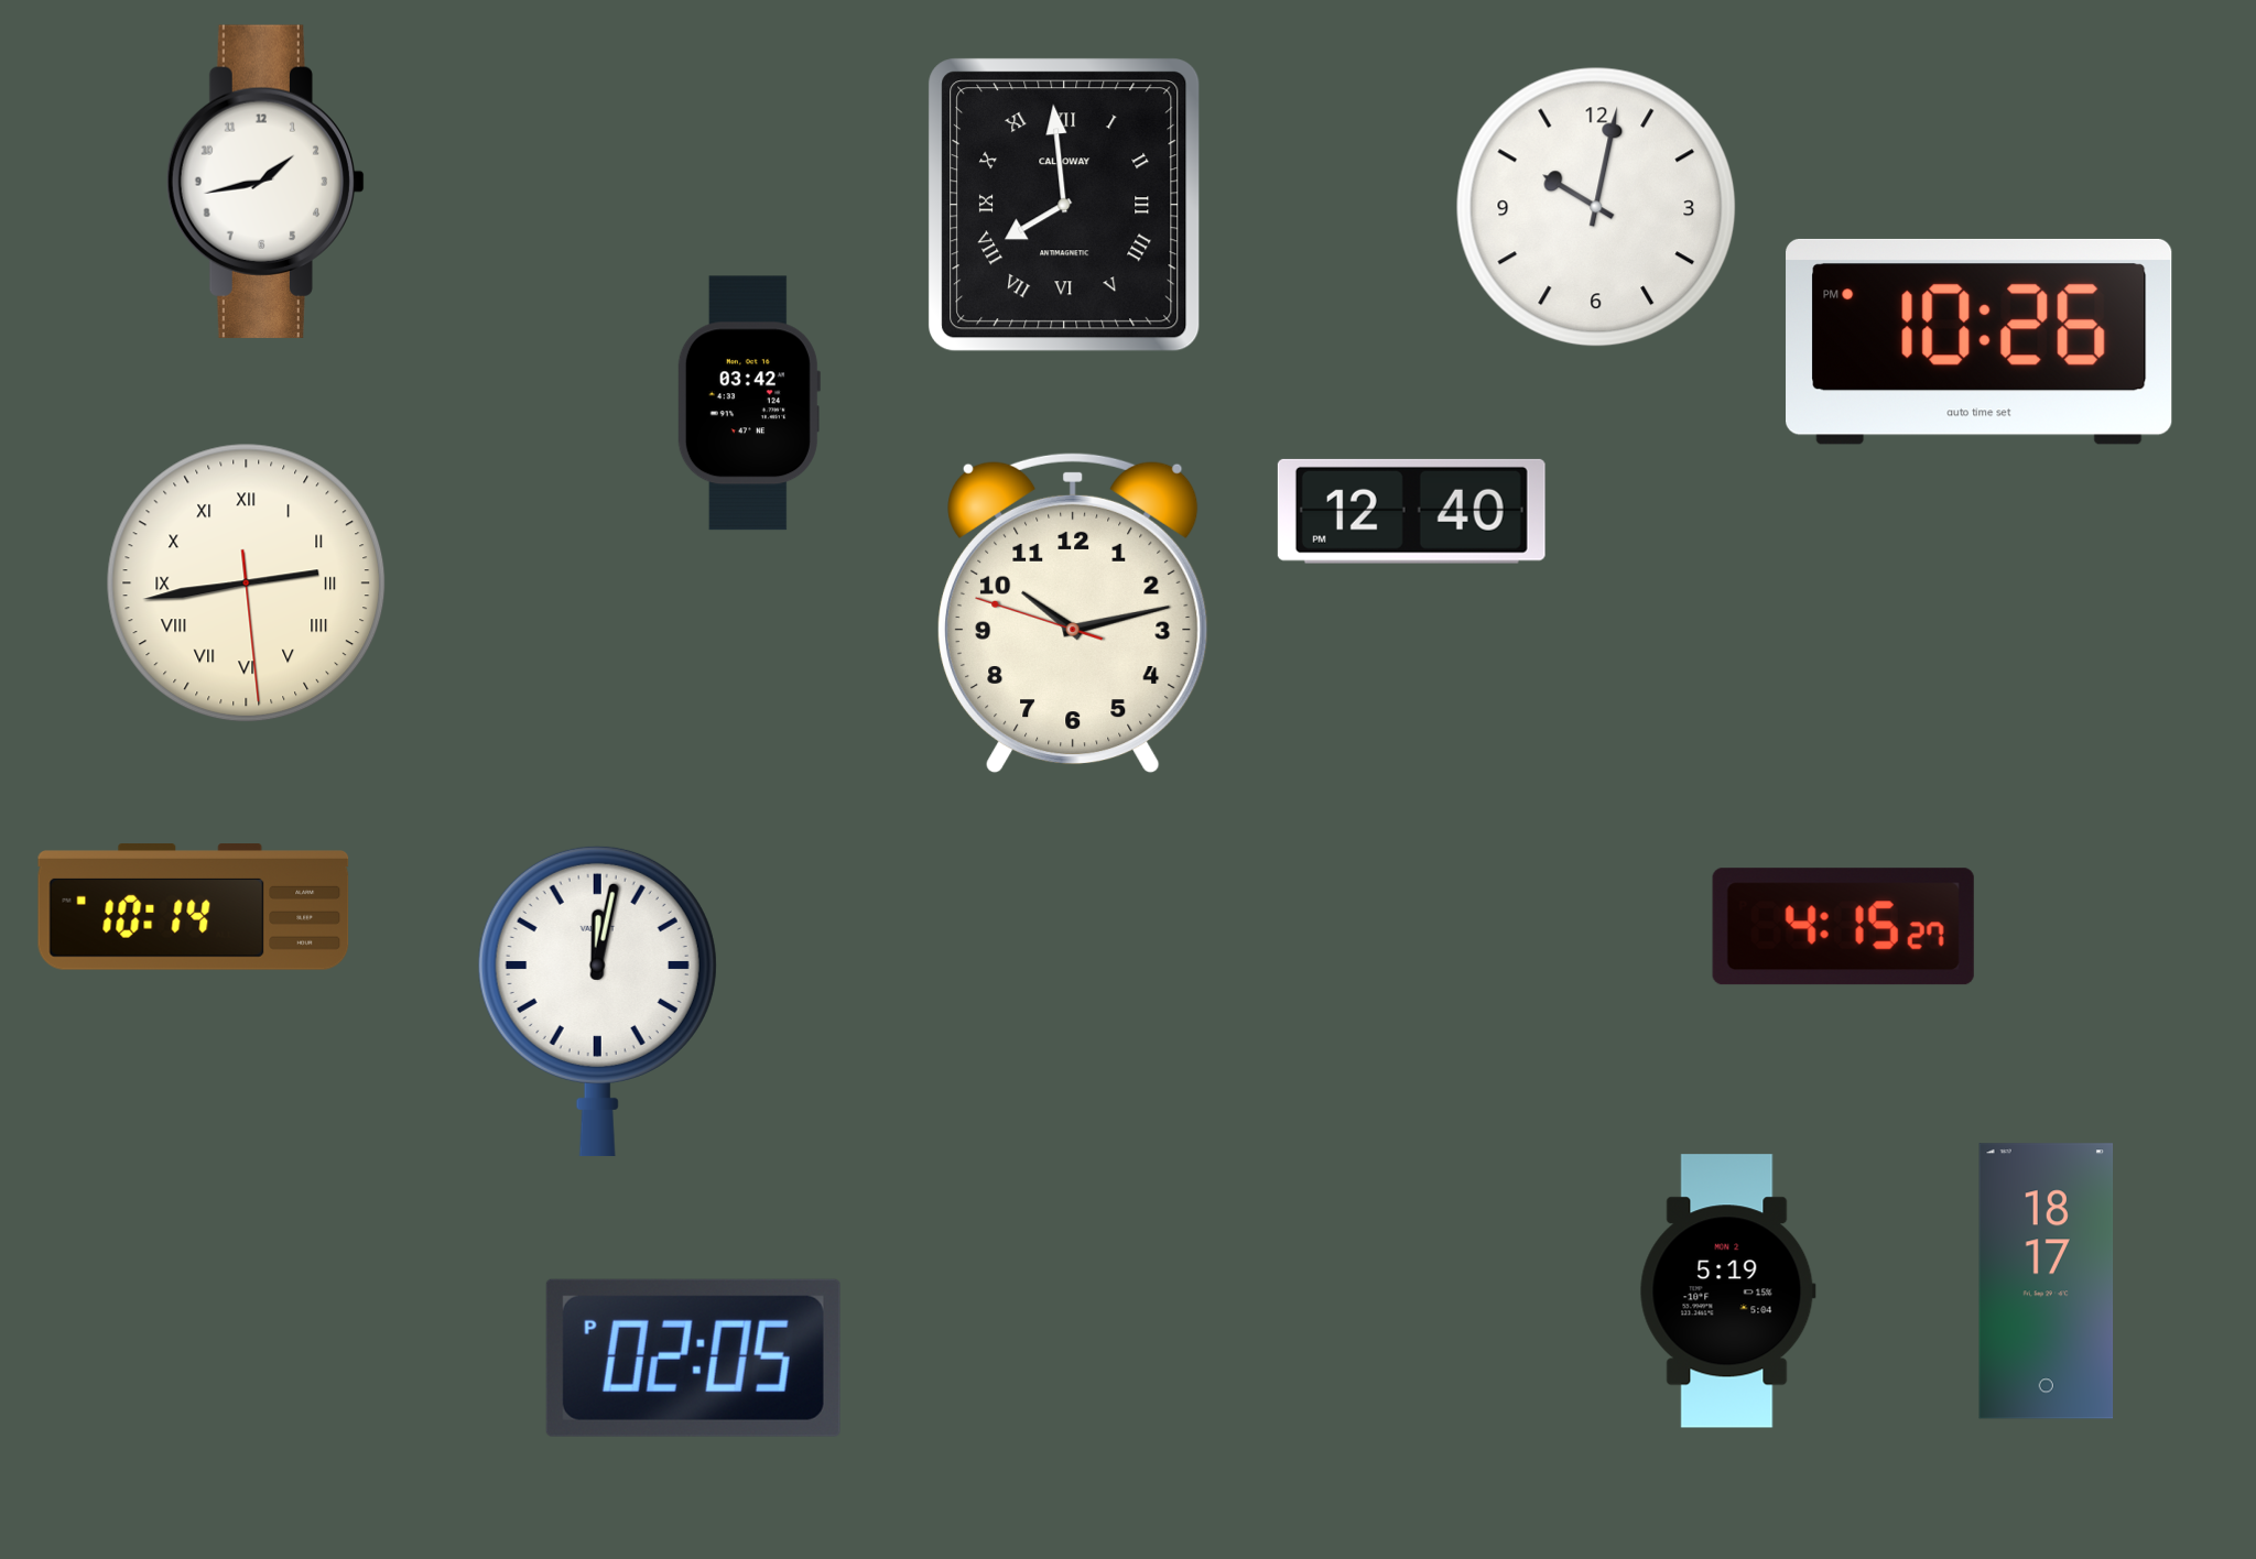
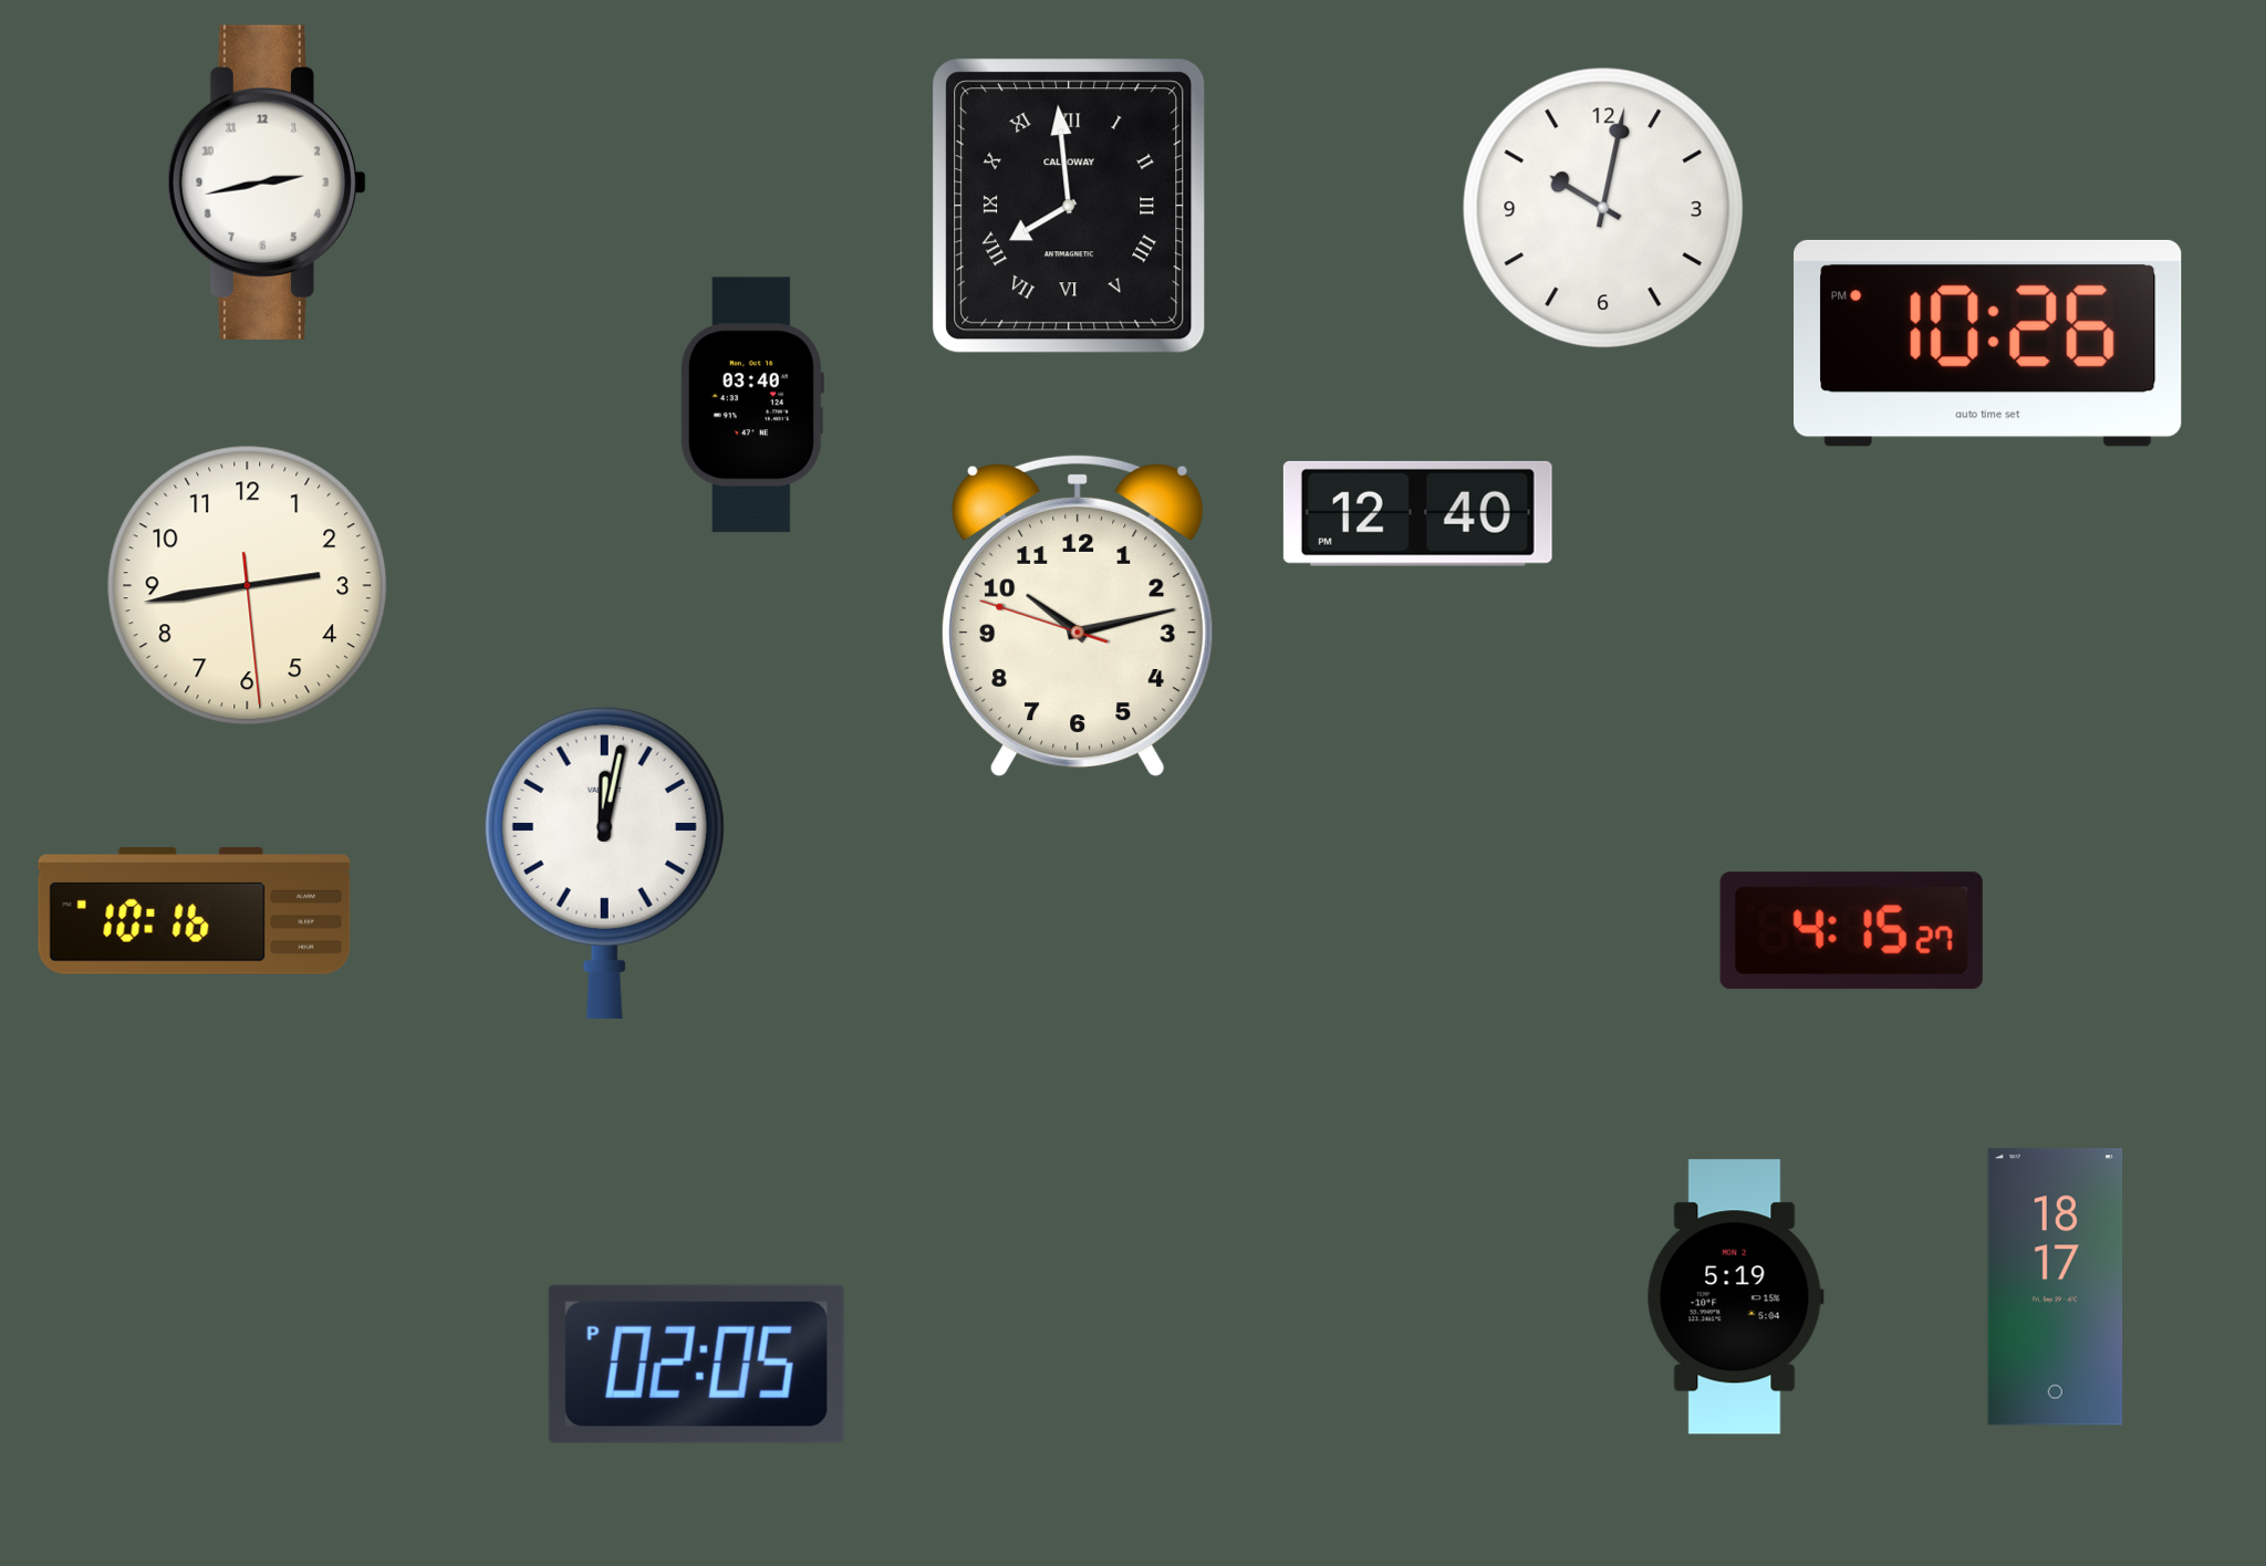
clock at (265, 182): 1:43 -> 2:43
clock at (748, 403): 03:42 -> 03:40
clock at (247, 584) numerals: Roman -> Arabic
clock at (194, 907): 10:14 -> 10:16
clock at (597, 1001) position: (597, 1001) -> (604, 863)
